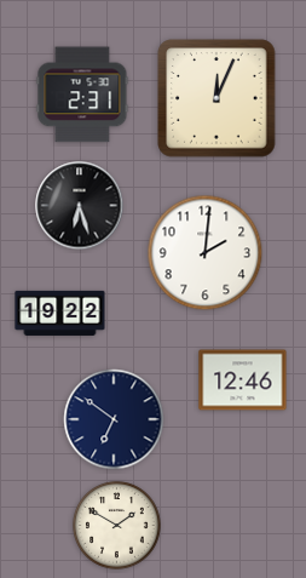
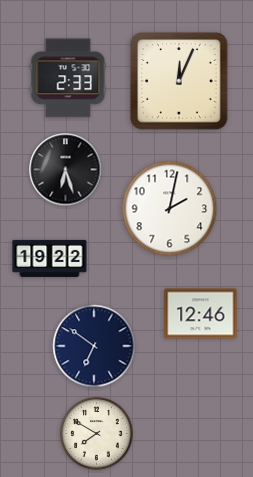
clock at (82, 95): 2:31 -> 2:33
clock at (206, 253): 2:01 -> 2:02
clock at (117, 526): 1:50 -> 7:50
